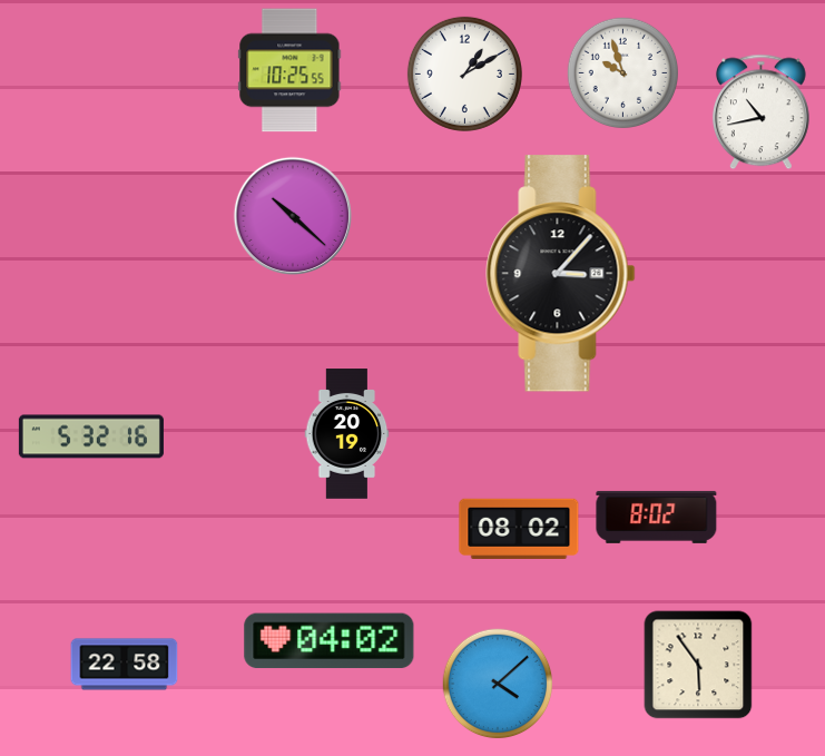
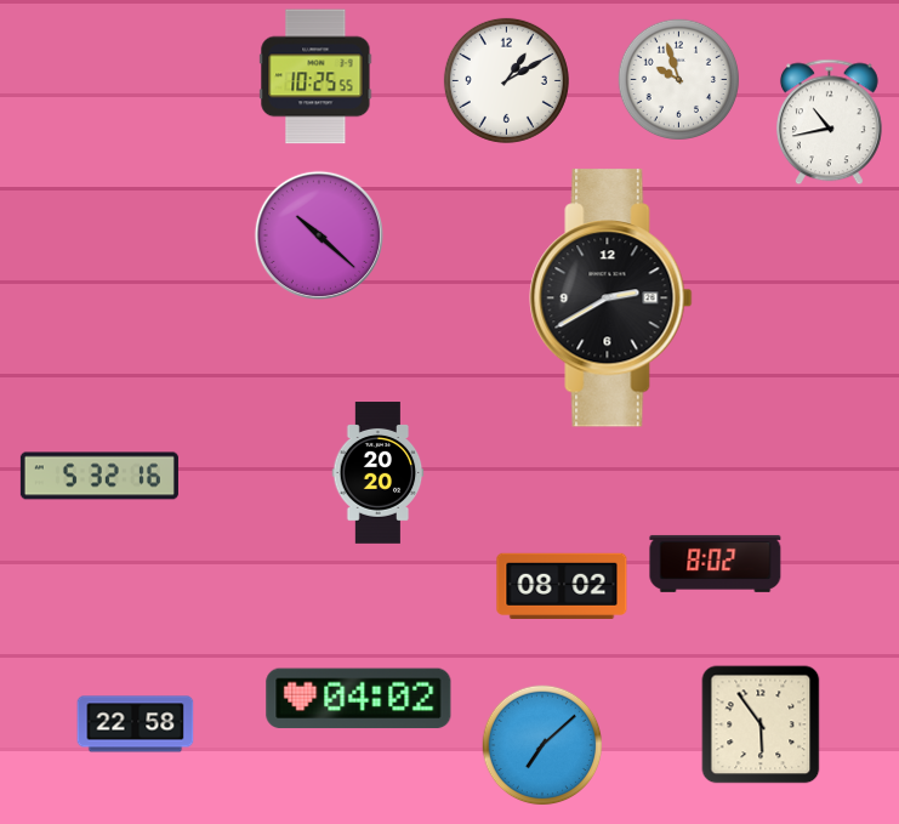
clock at (561, 274): 3:07 -> 2:40
clock at (347, 434): 20:19 -> 20:20
clock at (519, 528) position: (519, 528) -> (562, 585)
clock at (498, 684): 4:08 -> 7:08
